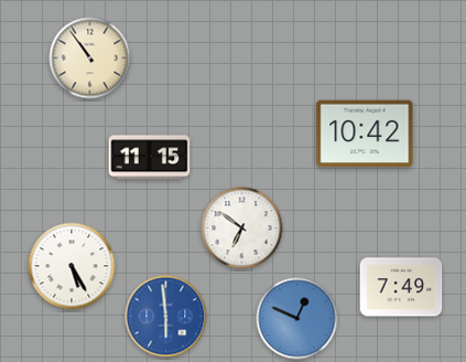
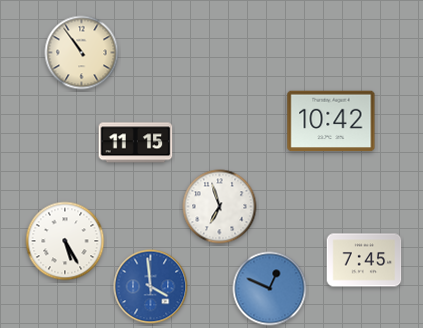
clock at (242, 228): 6:51 -> 6:57
clock at (401, 287): 7:49 -> 7:45
clock at (166, 317): 5:59 -> 3:59
